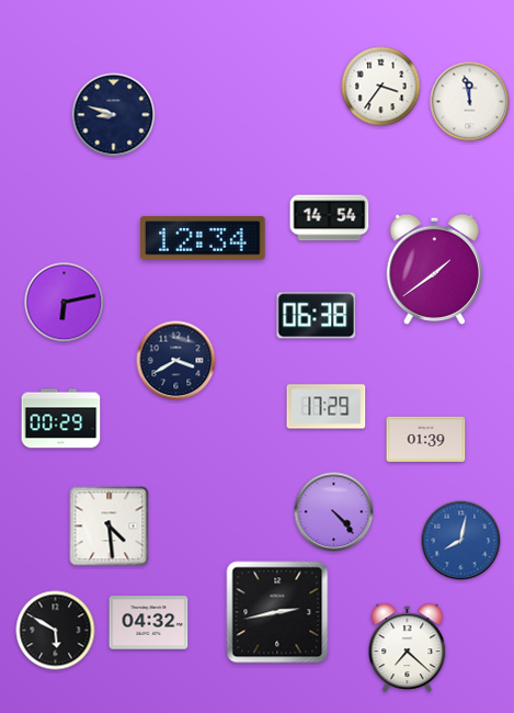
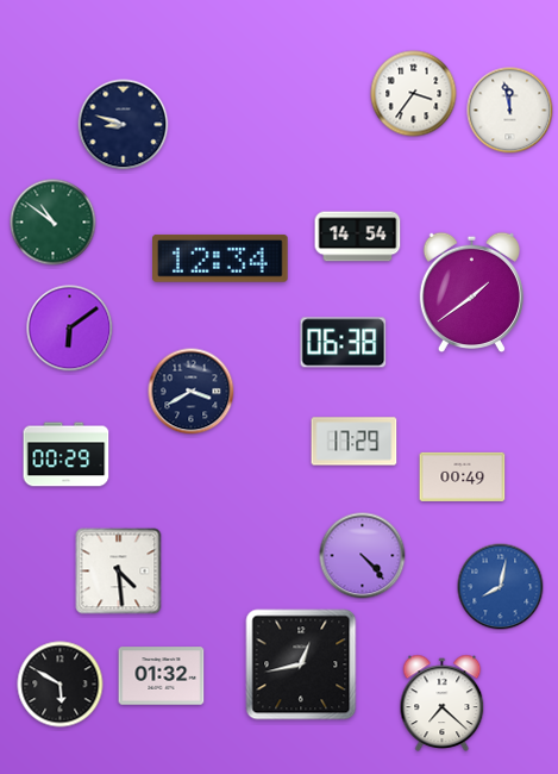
clock at (54, 223): none -> 10:51
clock at (65, 303): 6:13 -> 6:09
clock at (426, 439): 01:39 -> 00:49
clock at (277, 612): 2:43 -> 12:43
clock at (149, 623): 04:32 -> 01:32
